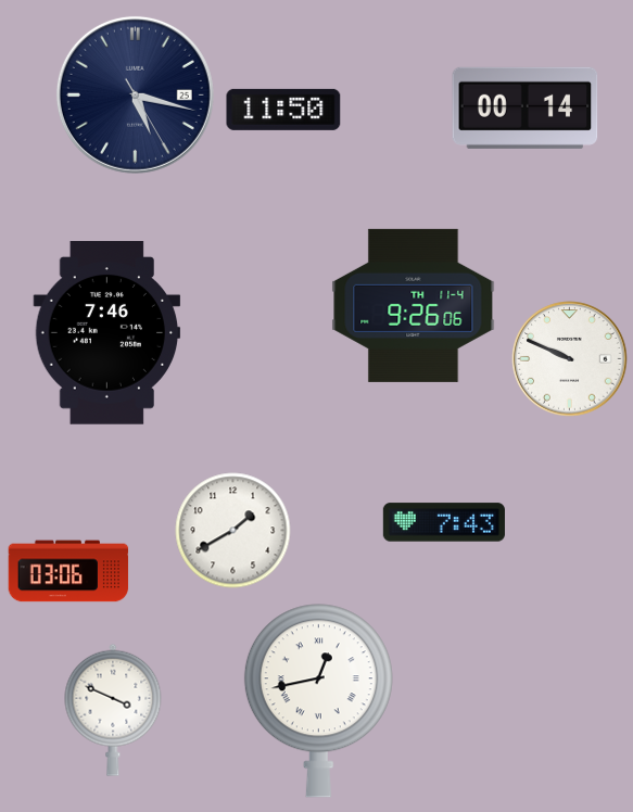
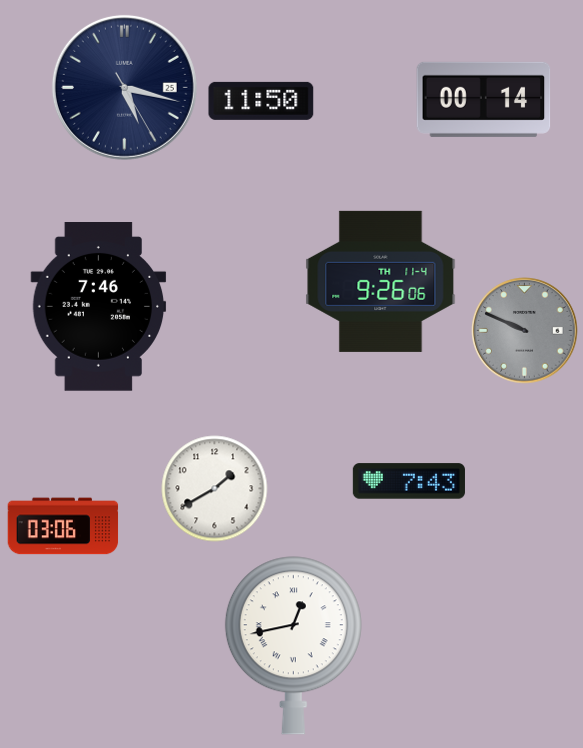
clock at (570, 359) dial: white -> grey
clock at (113, 710): 3:49 -> none
